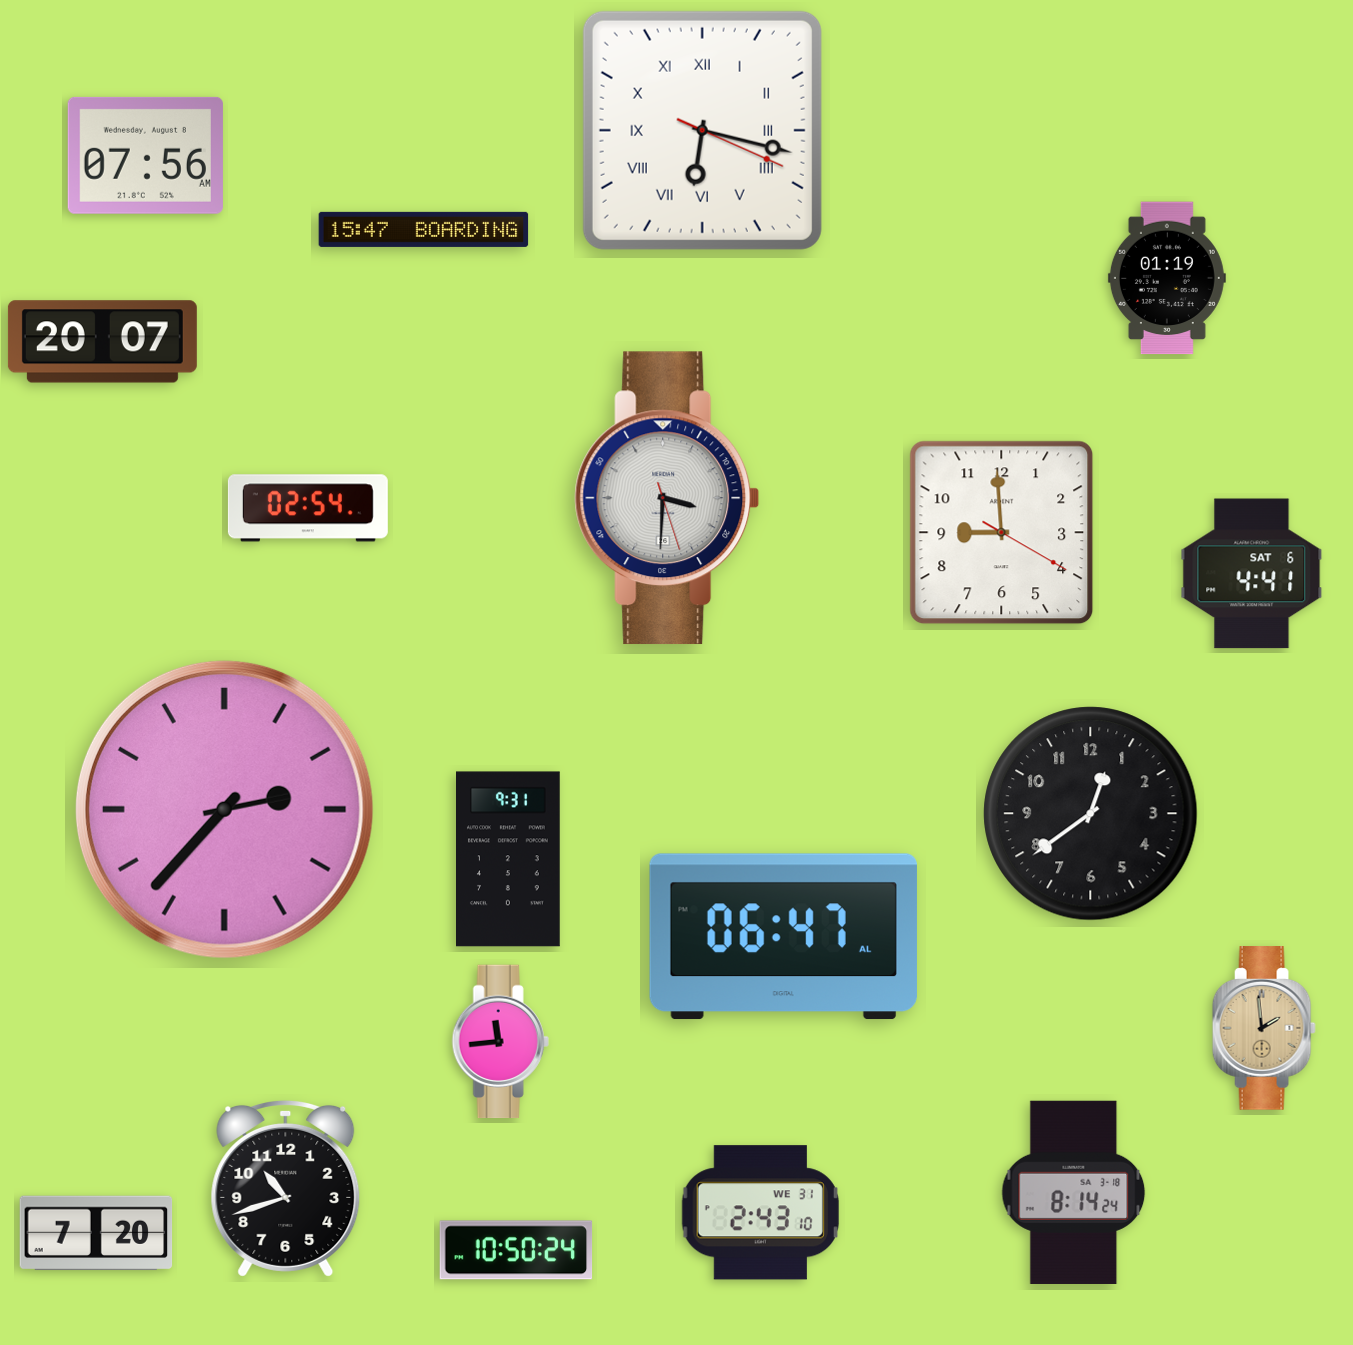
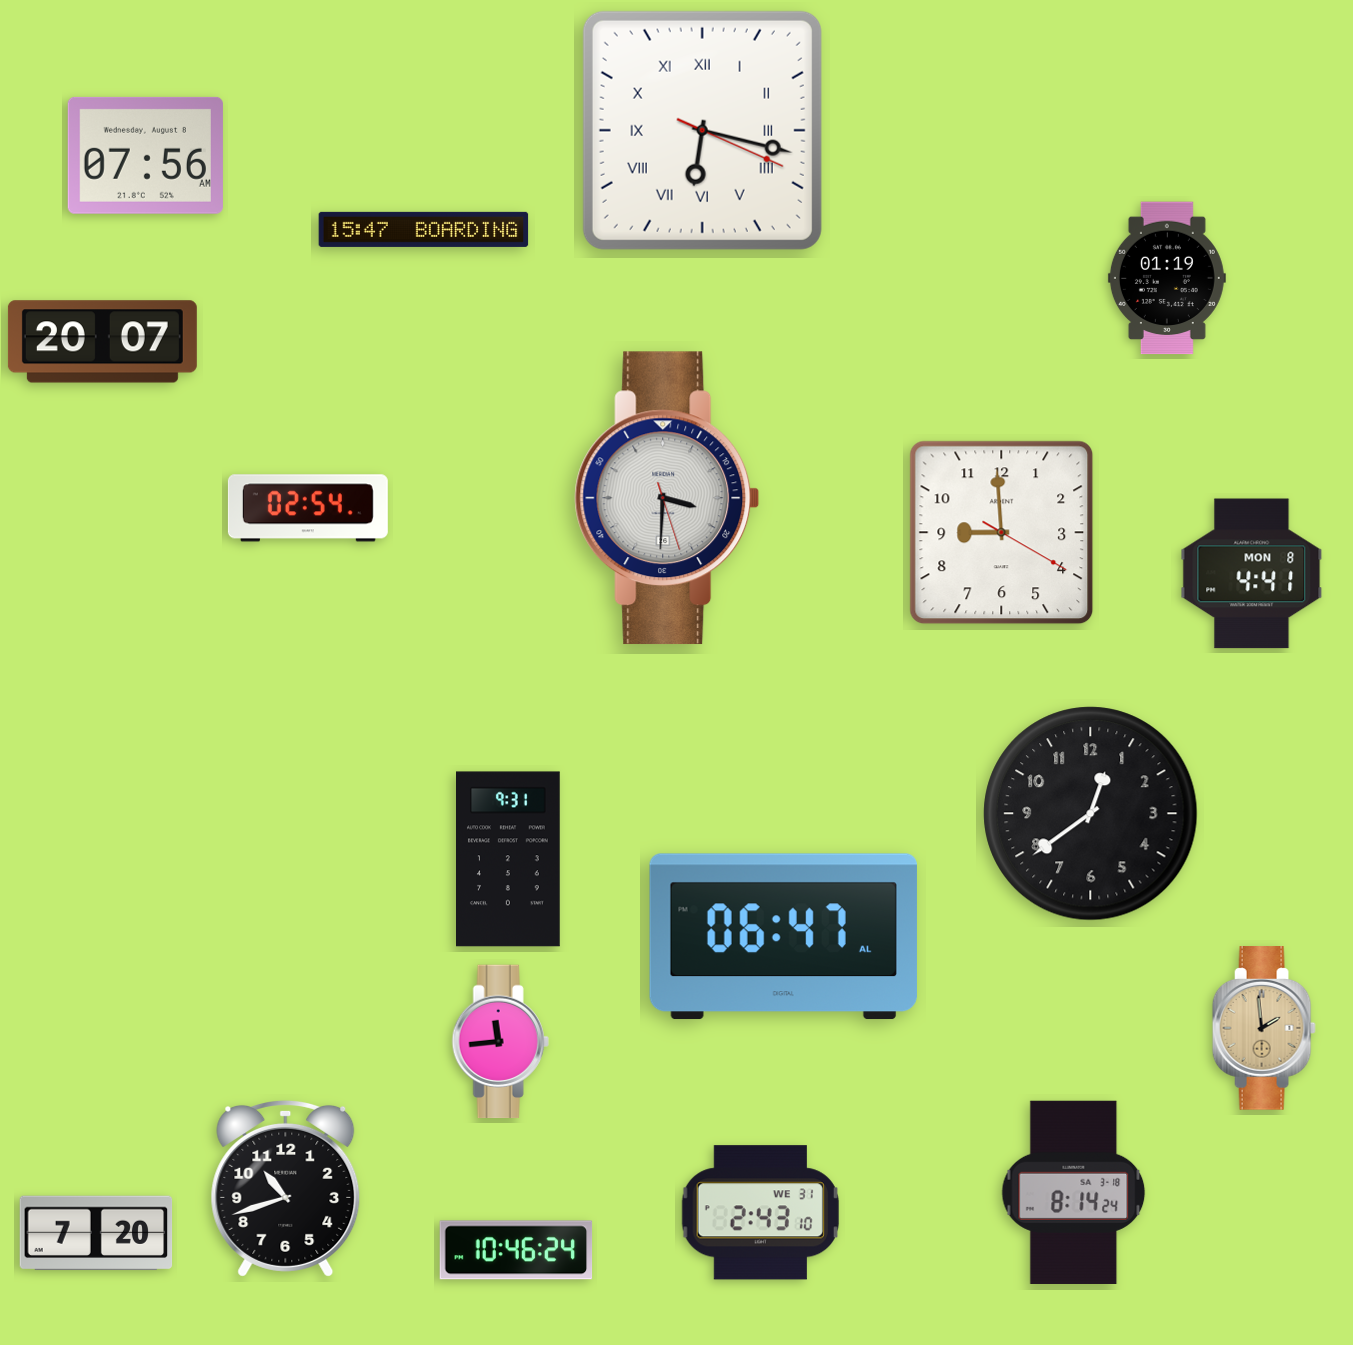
clock at (1252, 574) date: SAT 6 -> MON 8
clock at (224, 809): 2:37 -> none
clock at (516, 1250): 10:50 -> 10:46
